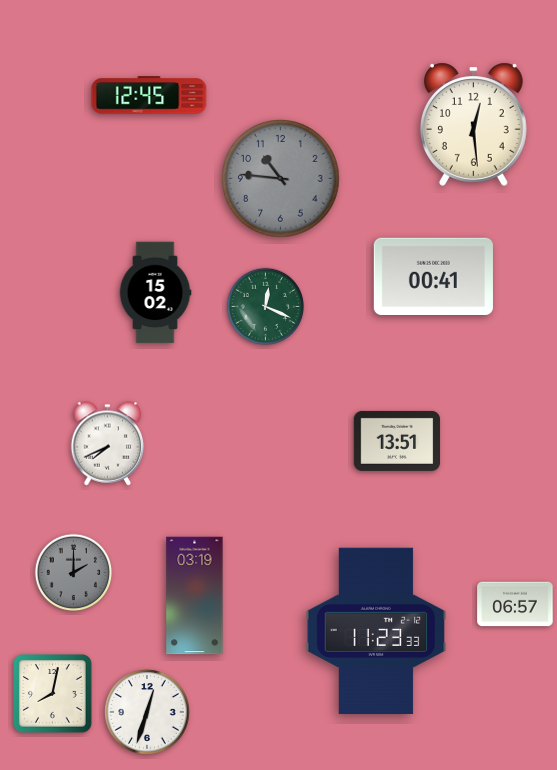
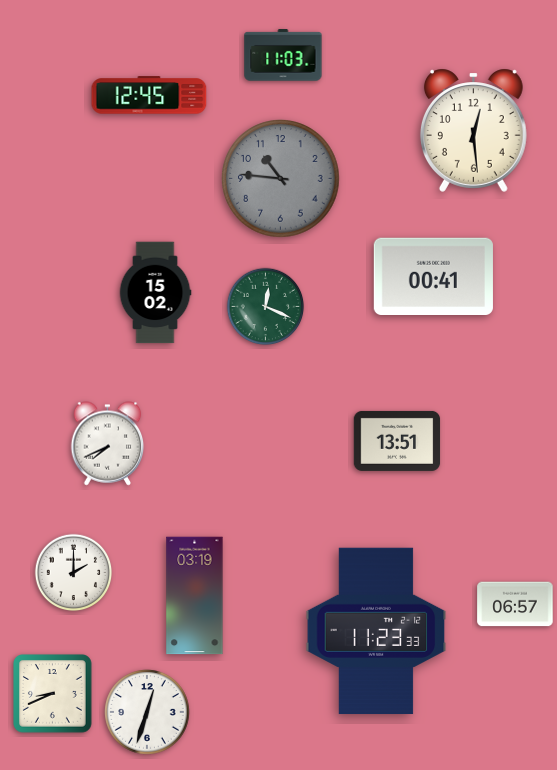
clock at (283, 55): none -> 11:03
clock at (473, 124) position: (473, 124) -> (473, 130)
clock at (74, 573) dial: grey -> white
clock at (53, 694): 8:02 -> 8:41
